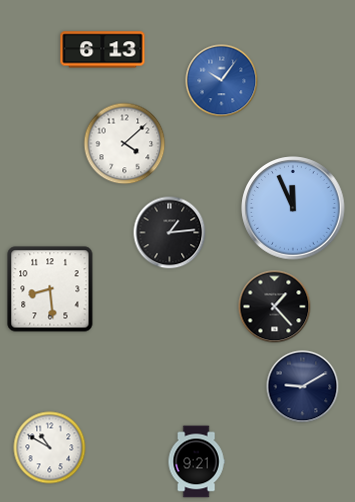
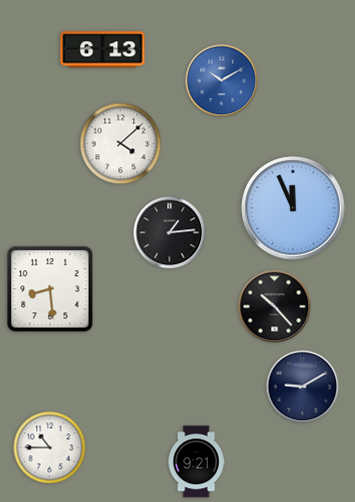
clock at (222, 81): 10:06 -> 10:10
clock at (125, 144) position: (125, 144) -> (121, 144)
clock at (275, 307): 1:23 -> 10:23
clock at (50, 448): 10:50 -> 10:45
